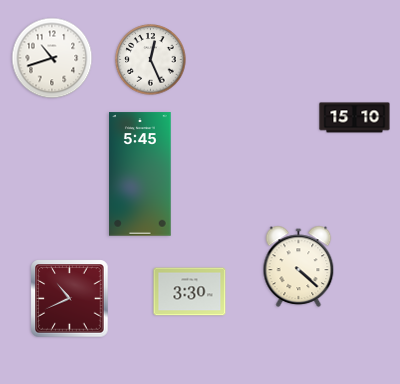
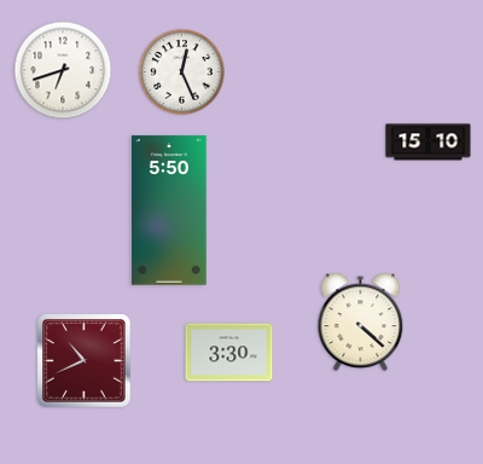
clock at (52, 58): 10:42 -> 6:42
clock at (140, 174): 5:45 -> 5:50
